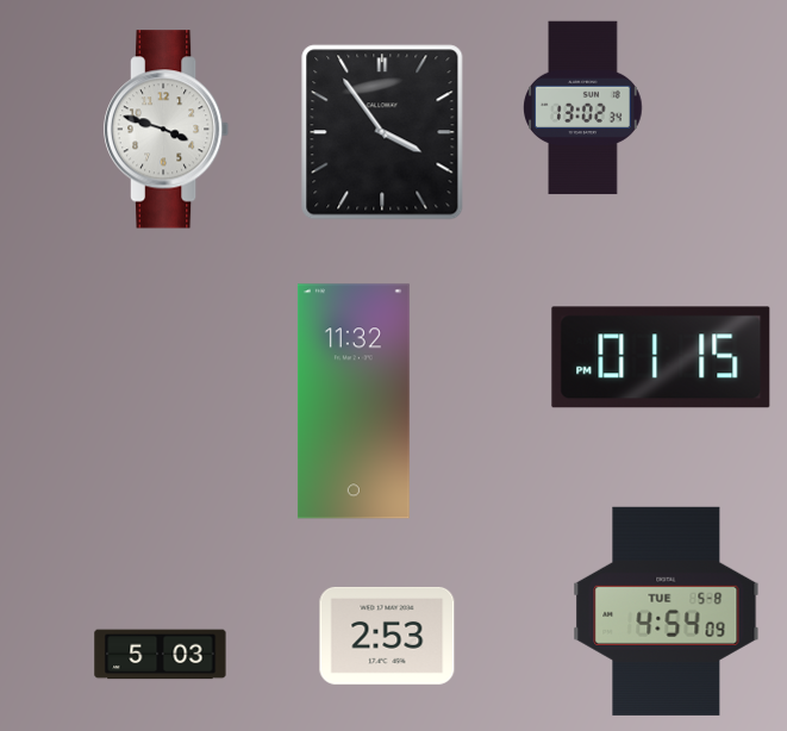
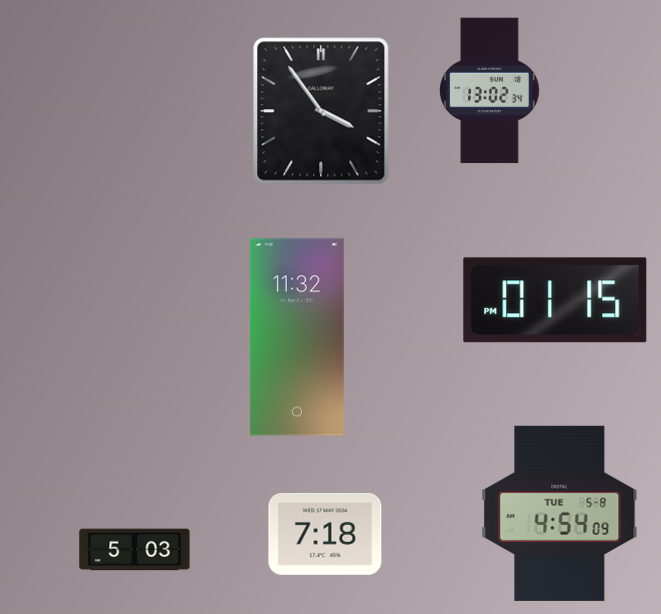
clock at (167, 130): 3:48 -> none
clock at (387, 636): 2:53 -> 7:18
